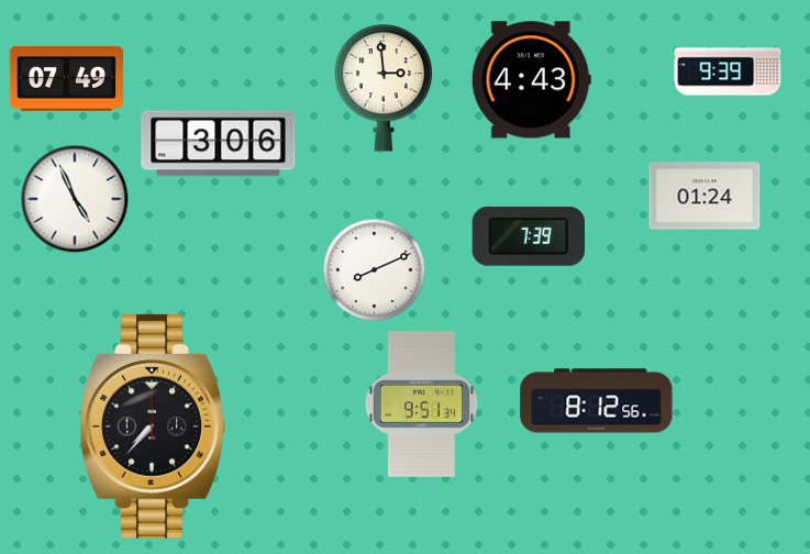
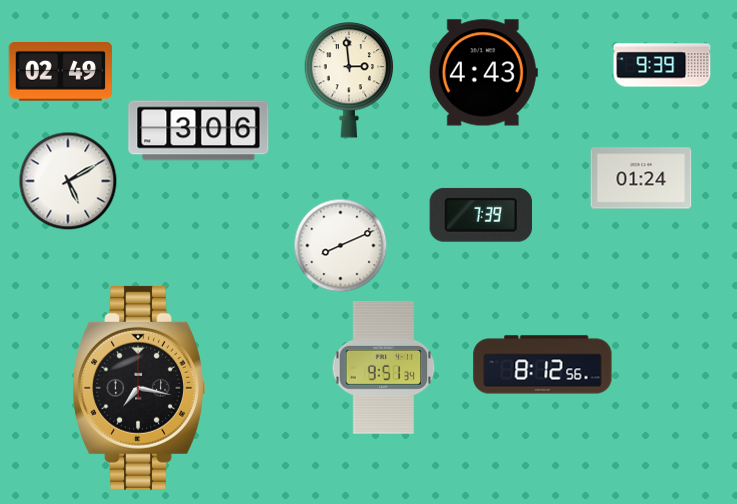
clock at (66, 79): 07:49 -> 02:49
clock at (75, 199): 4:56 -> 5:10
clock at (153, 426): 7:37 -> 7:17
